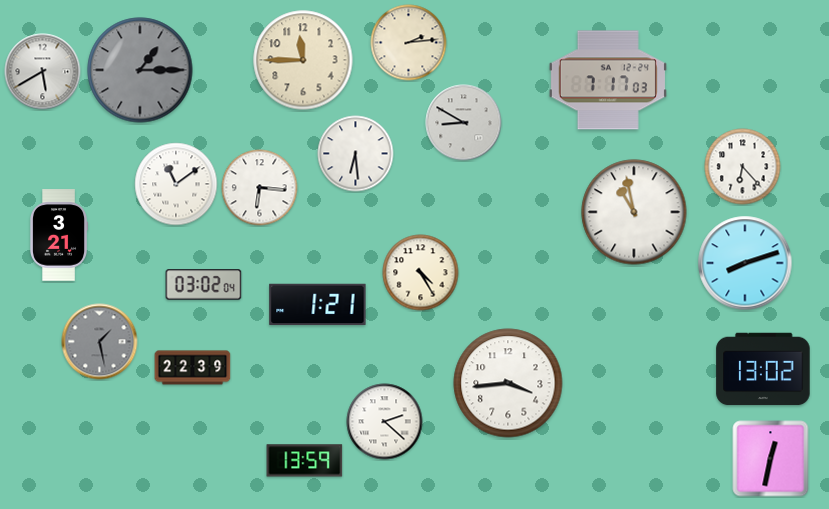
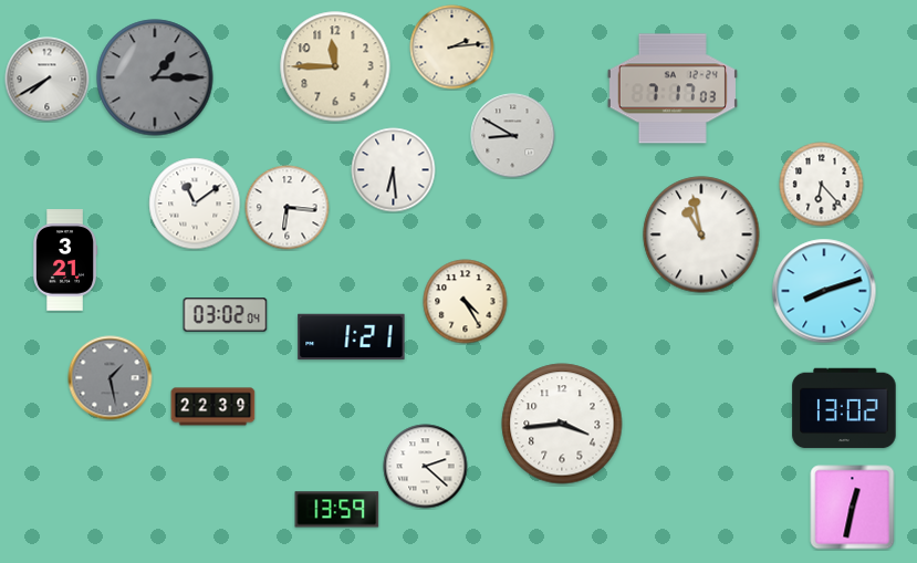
clock at (43, 72): 5:40 -> 7:40
